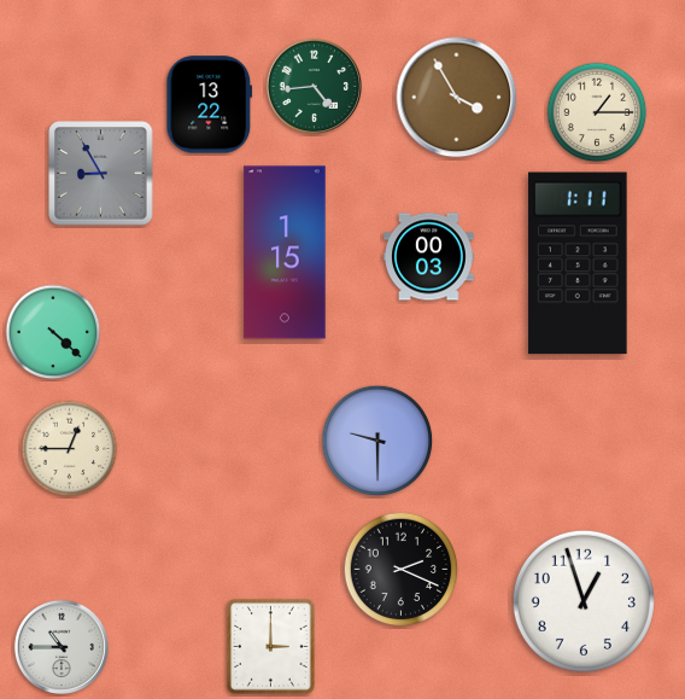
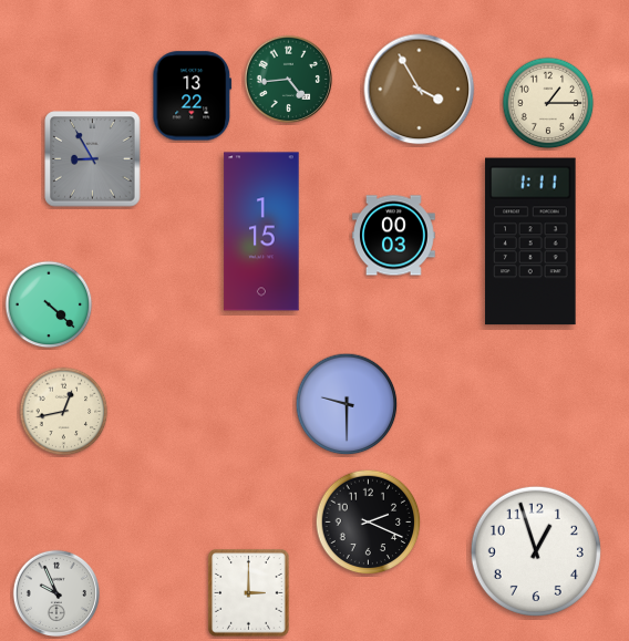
clock at (70, 449): 12:45 -> 12:43
clock at (60, 646): 10:45 -> 9:56
